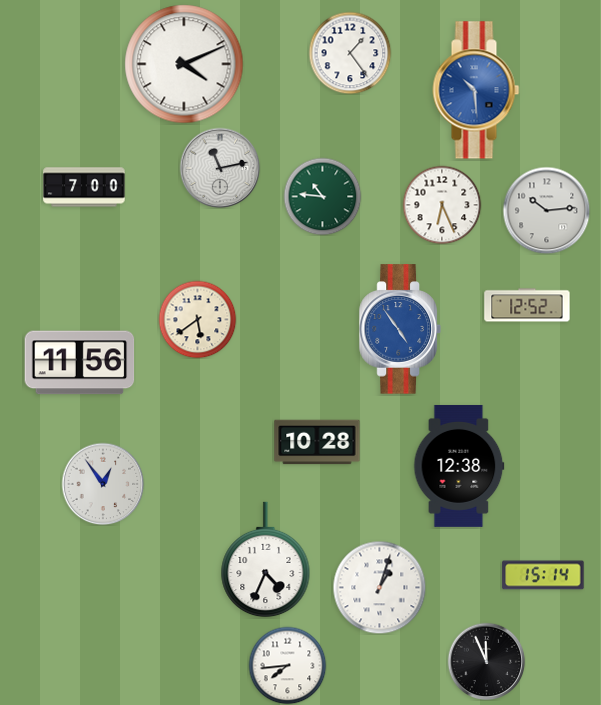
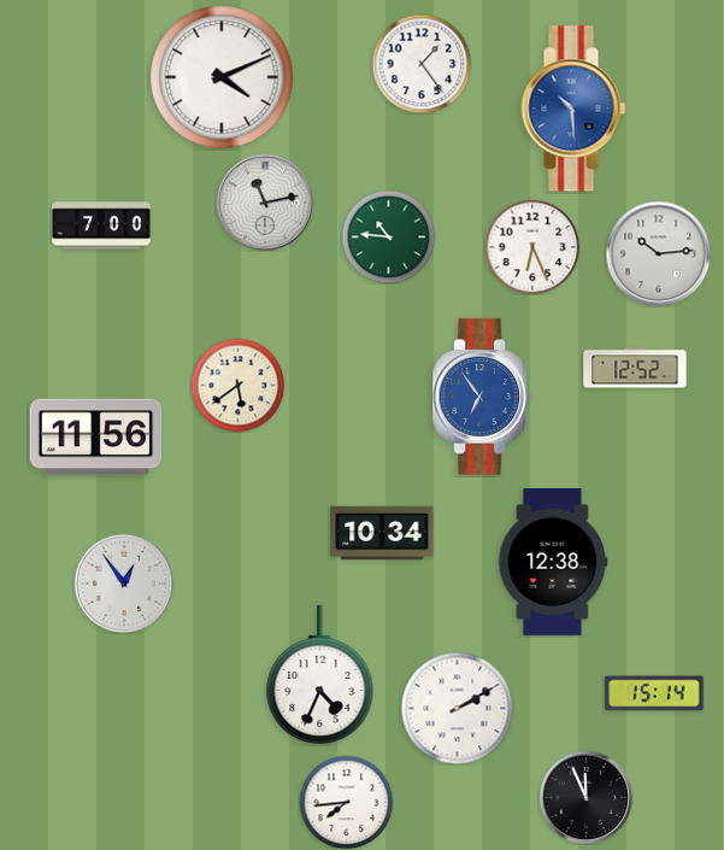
clock at (400, 329): 4:54 -> 6:54
clock at (317, 442): 10:28 -> 10:34
clock at (379, 587): 1:03 -> 2:10
